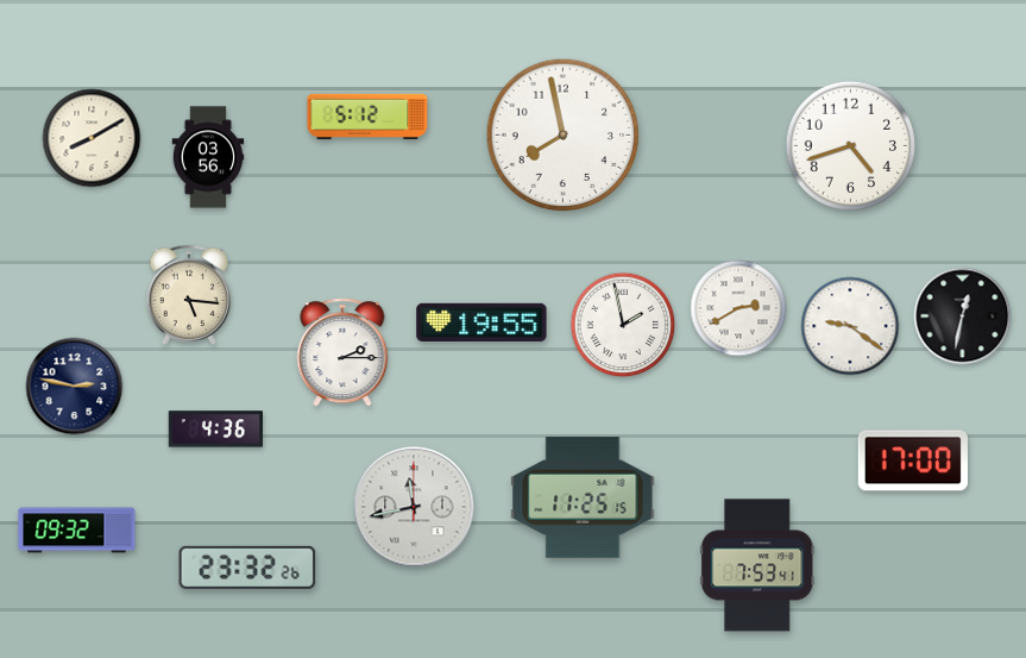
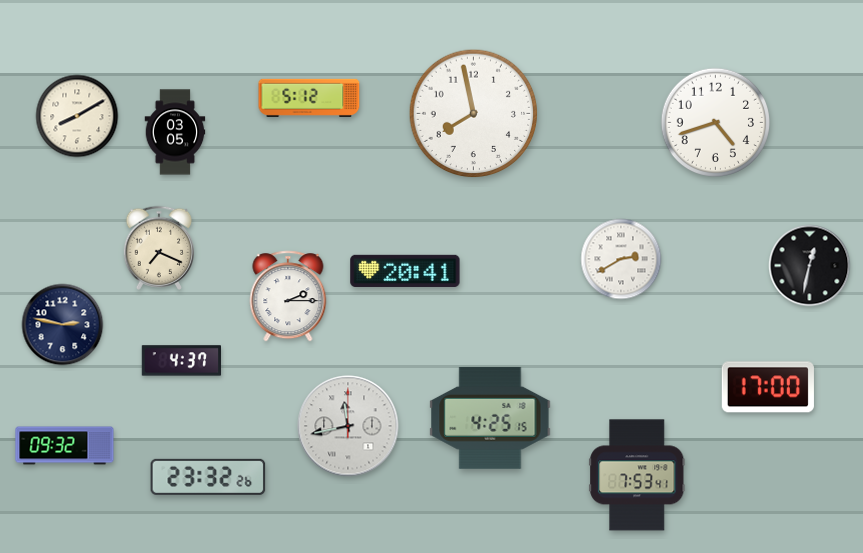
clock at (208, 157): 03:56 -> 03:05
clock at (189, 295): 5:16 -> 7:19
clock at (481, 322): 19:55 -> 20:41
clock at (623, 325): 1:58 -> none
clock at (850, 326): 9:21 -> none
clock at (215, 430): 4:36 -> 4:37
clock at (583, 497): 11:25 -> 4:25
